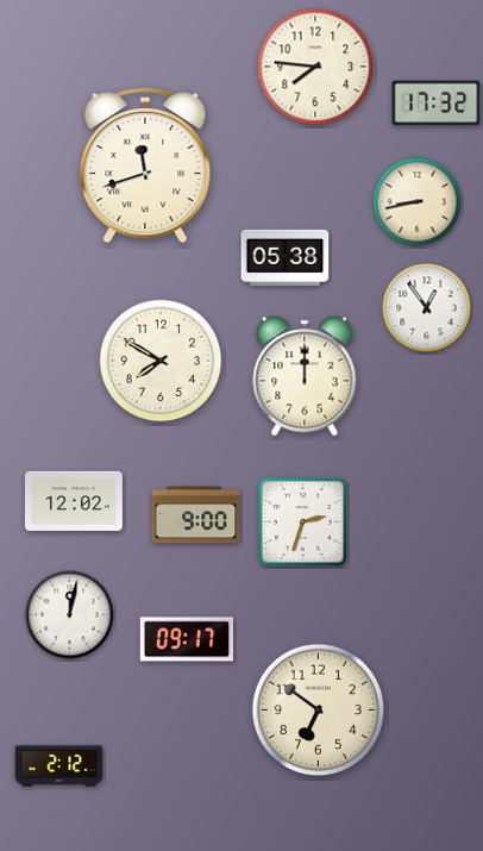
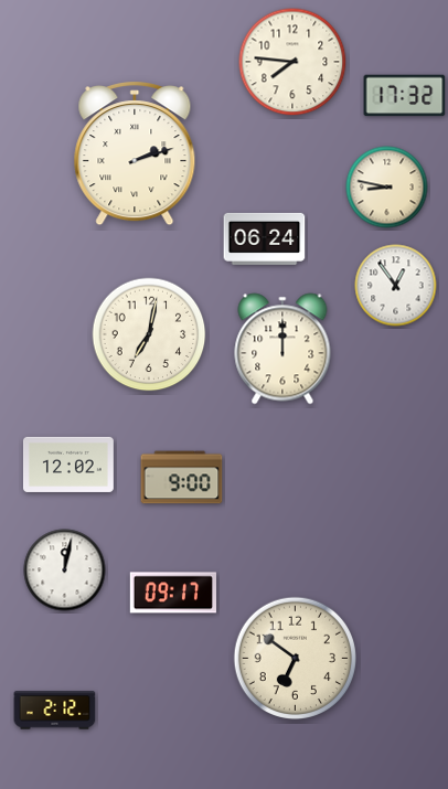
clock at (145, 165): 11:42 -> 2:12
clock at (418, 202): 8:43 -> 8:47
clock at (286, 257): 05:38 -> 06:24
clock at (161, 361): 7:50 -> 7:02
clock at (303, 523): 2:33 -> none
